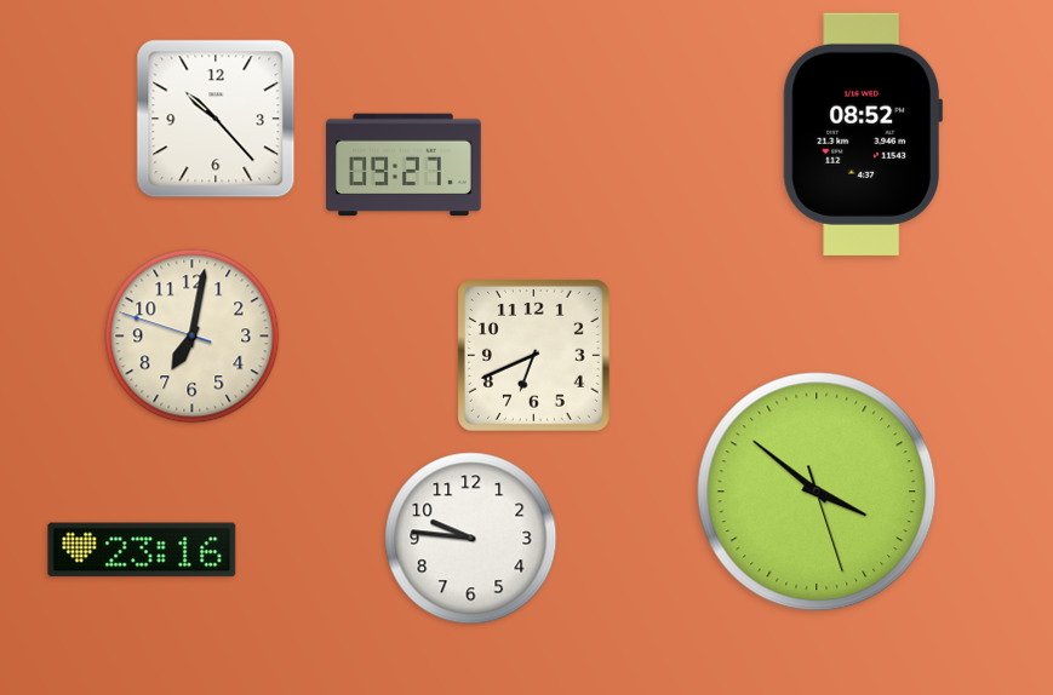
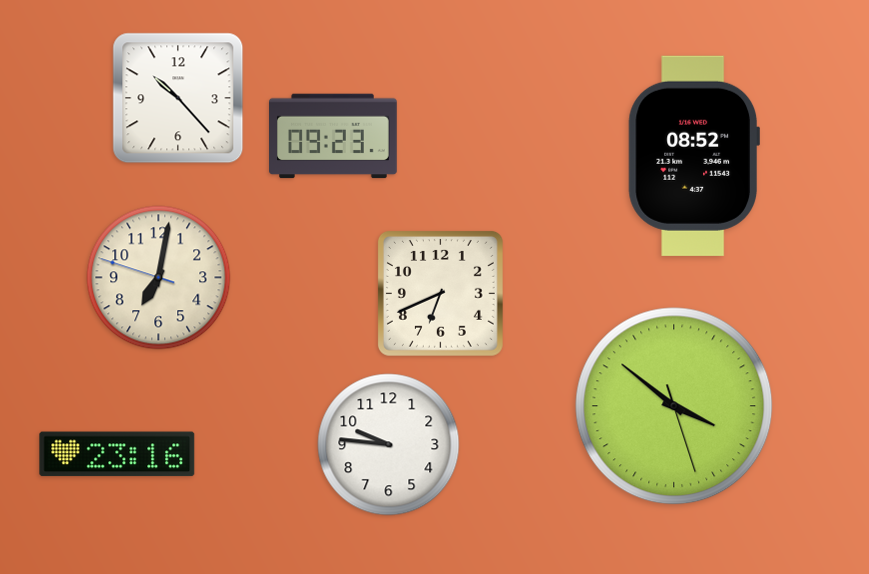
clock at (862, 134) position: (862, 134) -> (693, 156)
clock at (404, 165): 09:27 -> 09:23
